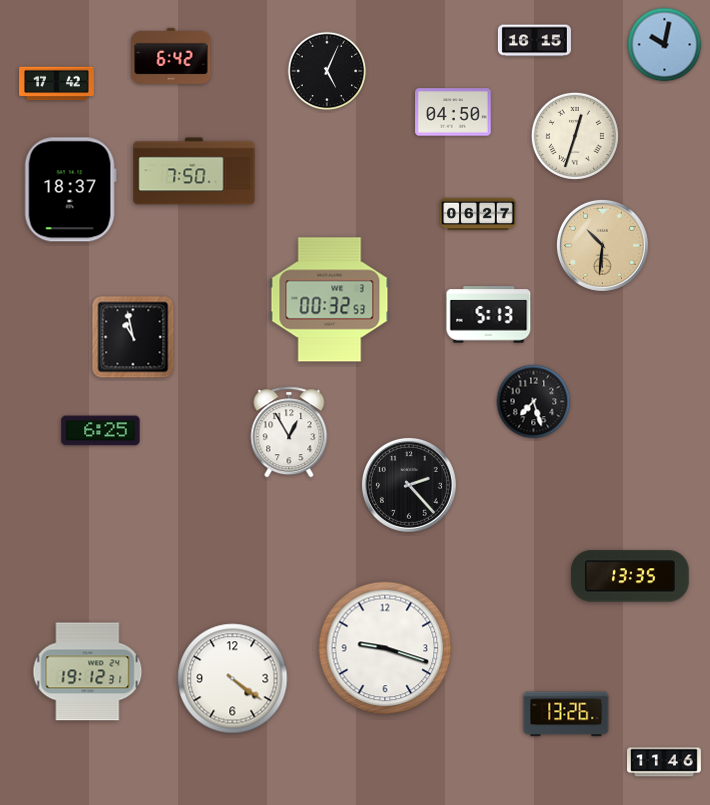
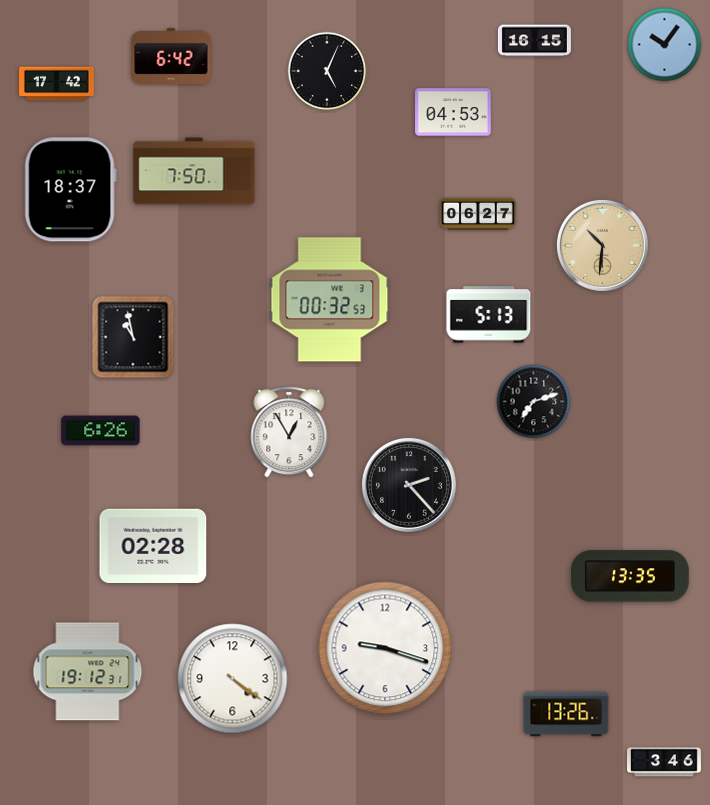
clock at (665, 45): 10:02 -> 10:06
clock at (453, 112): 04:50 -> 04:53
clock at (575, 136): 12:33 -> none
clock at (534, 402): 7:27 -> 7:12
clock at (101, 431): 6:25 -> 6:26
clock at (153, 545): none -> 02:28
clock at (665, 762): 11:46 -> 3:46
